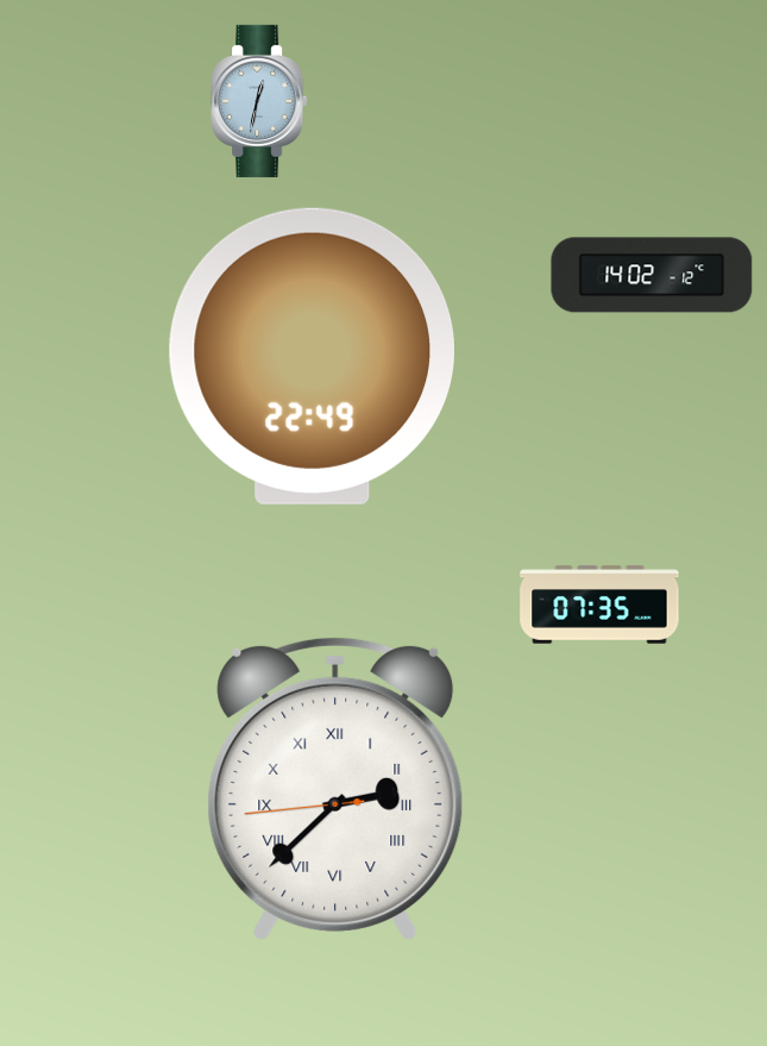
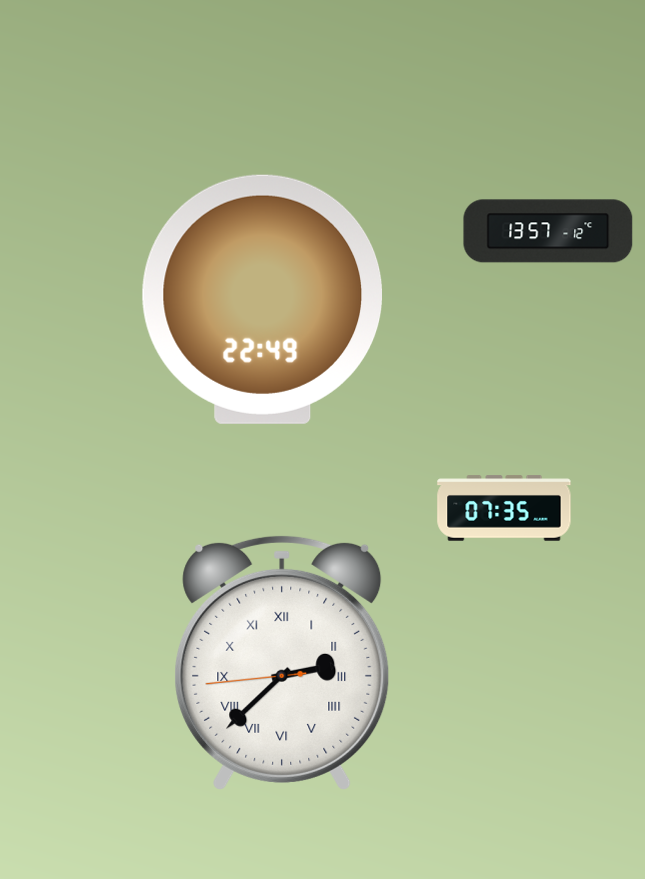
clock at (259, 101): 12:32 -> none
clock at (652, 275): 14:02 -> 13:57
